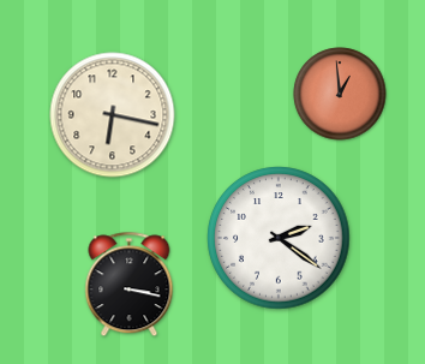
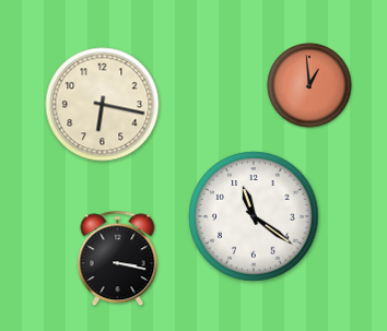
clock at (279, 238): 2:21 -> 11:21
